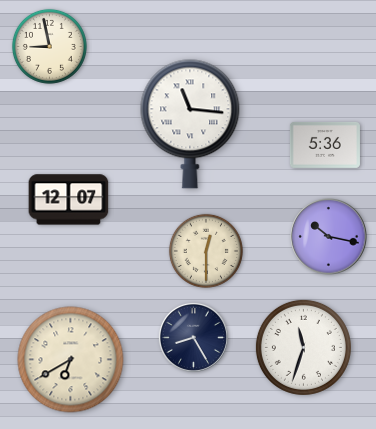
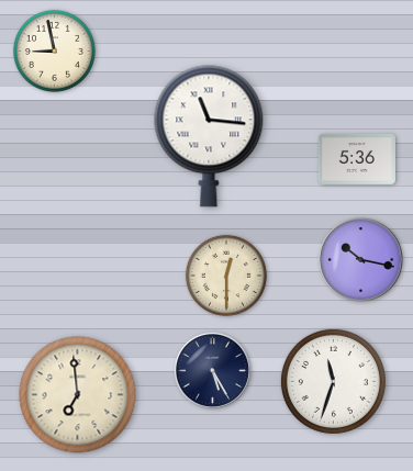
clock at (69, 200): 12:07 -> none
clock at (193, 337): 8:25 -> 5:25
clock at (71, 360): 6:40 -> 6:59
